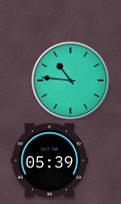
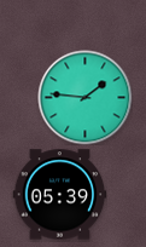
clock at (70, 80): 10:46 -> 1:46
